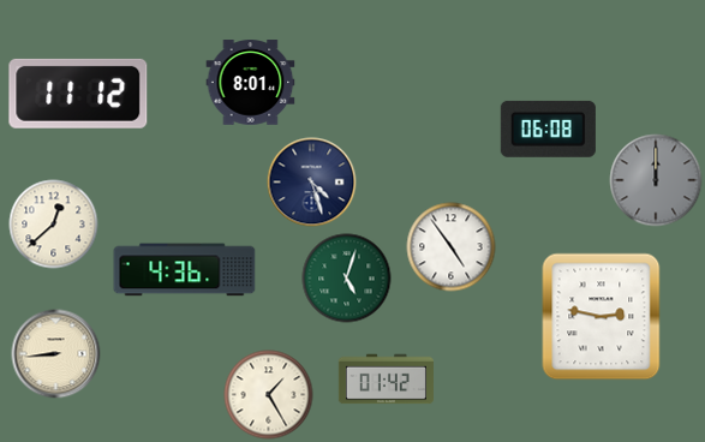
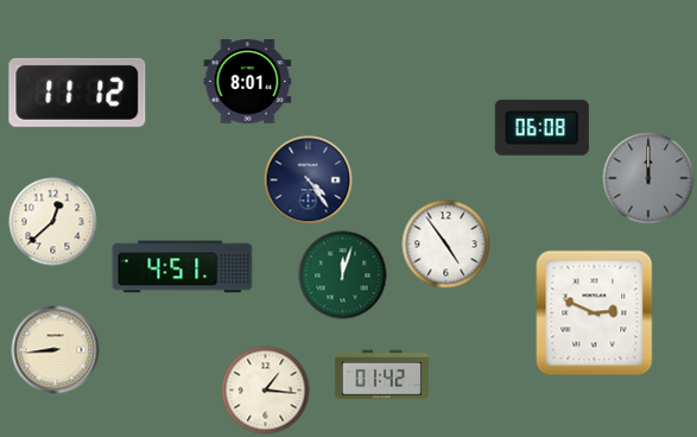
clock at (312, 183): 4:27 -> 4:24
clock at (185, 270): 4:36 -> 4:51
clock at (347, 279): 5:03 -> 12:03
clock at (602, 317): 2:47 -> 2:49
clock at (269, 395): 1:25 -> 1:16
